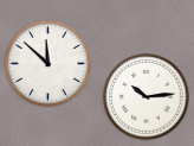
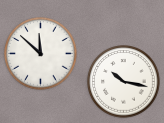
clock at (147, 97): 10:14 -> 10:17
